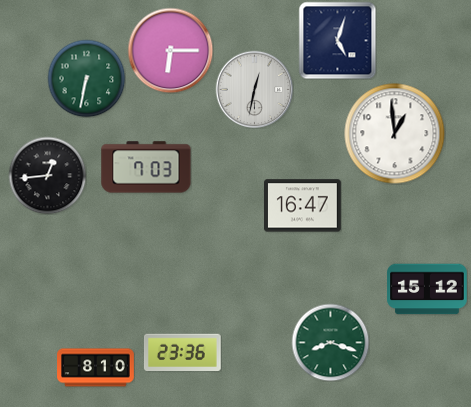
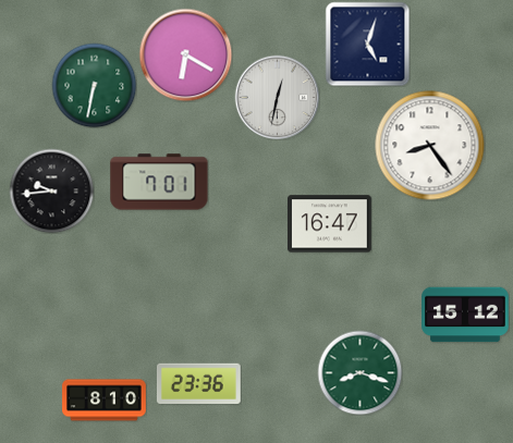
clock at (170, 50): 6:15 -> 6:20
clock at (395, 134): 12:59 -> 8:24
clock at (146, 167): 7:03 -> 7:01
clock at (47, 175): 12:44 -> 9:44
